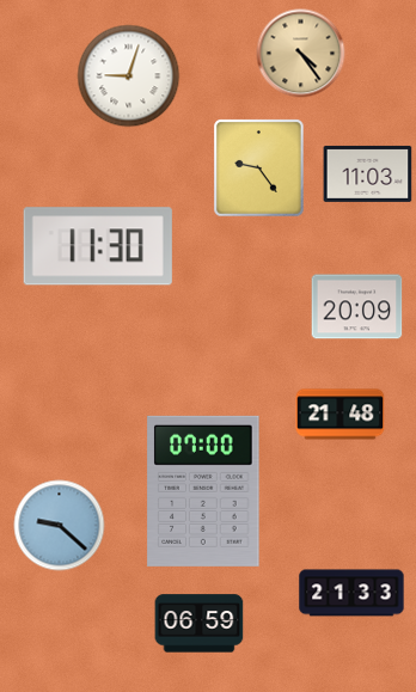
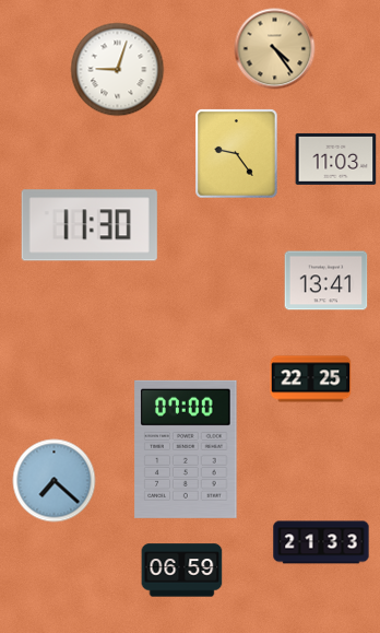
clock at (357, 307): 20:09 -> 13:41
clock at (341, 415): 21:48 -> 22:25
clock at (60, 526): 9:22 -> 7:22
